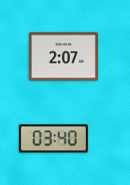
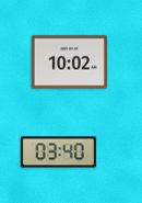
clock at (63, 57): 2:07 -> 10:02
